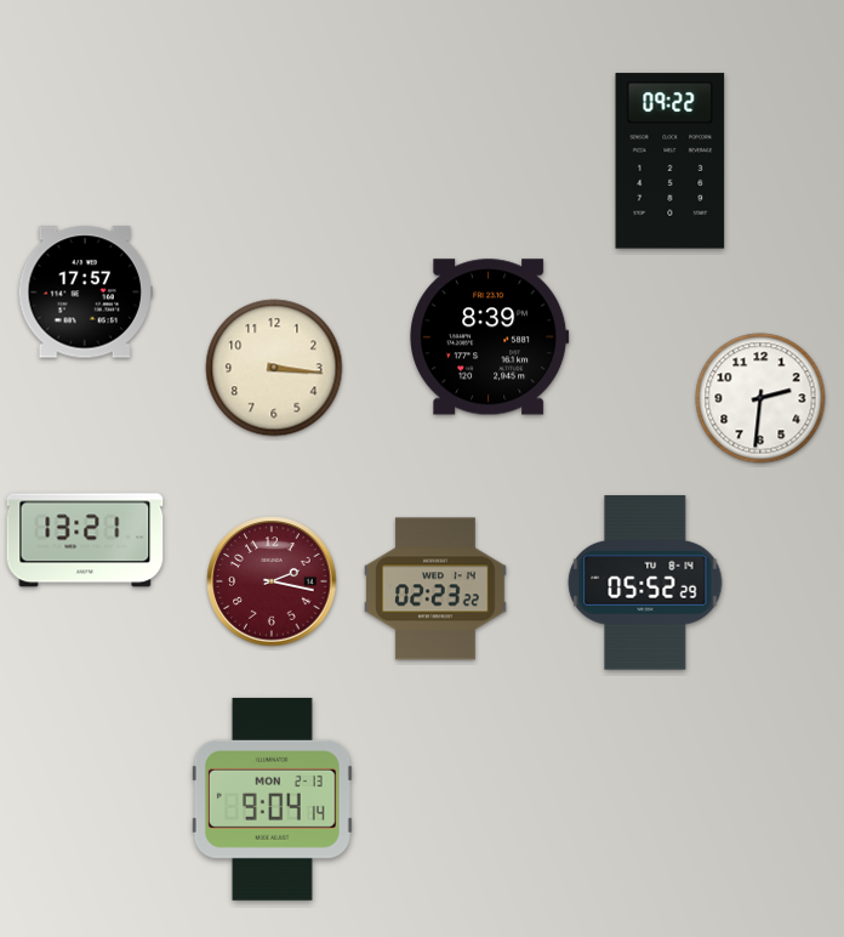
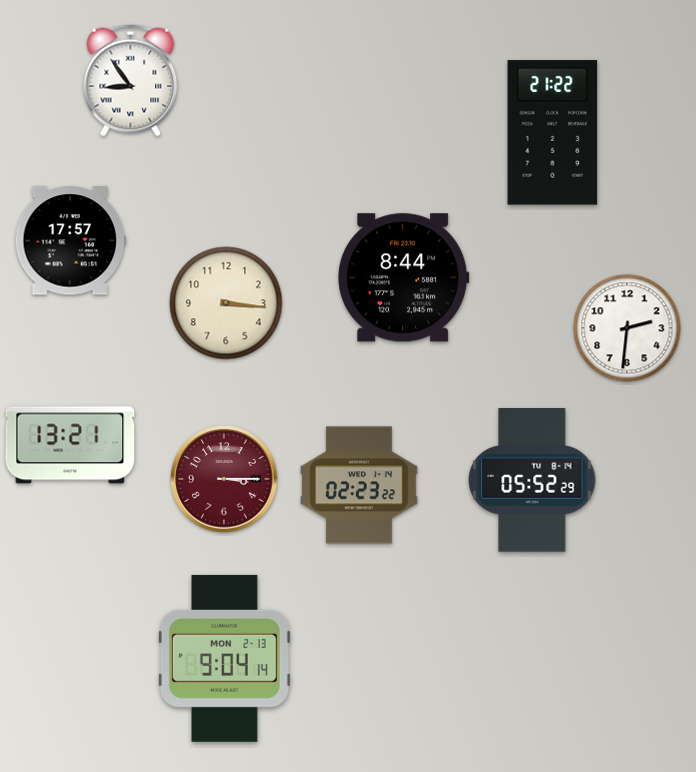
clock at (131, 81): none -> 8:54
clock at (671, 161): 09:22 -> 21:22
clock at (490, 337): 8:39 -> 8:44
clock at (272, 581): 2:17 -> 3:15
